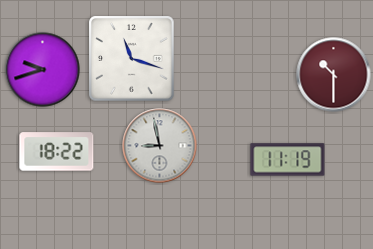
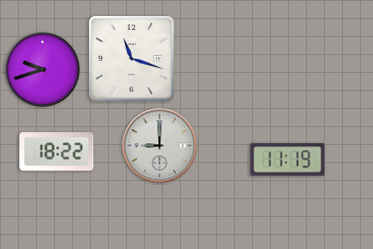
clock at (334, 75): 10:30 -> none
clock at (160, 146): 8:58 -> 9:00
